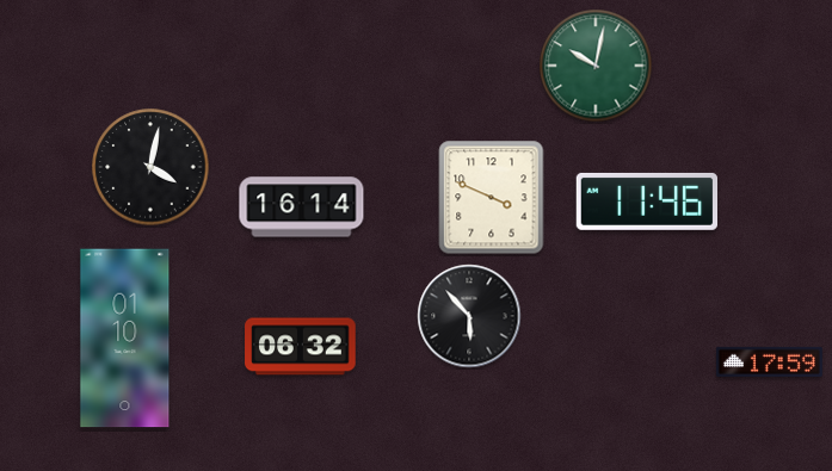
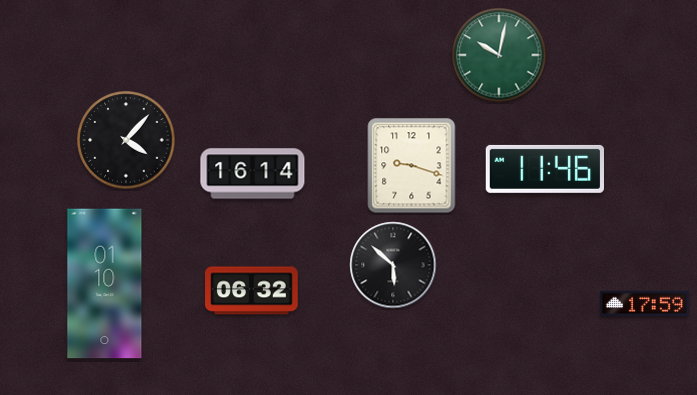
clock at (150, 167): 4:02 -> 4:07
clock at (492, 198): 3:49 -> 9:18
clock at (646, 202) position: (646, 202) -> (544, 169)
clock at (469, 316): 5:53 -> 5:52
